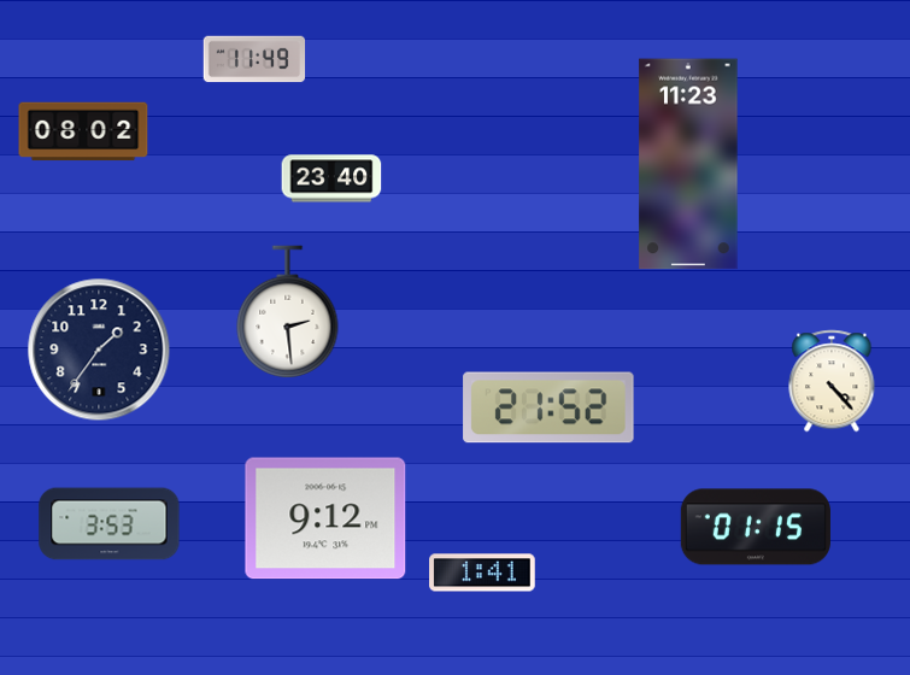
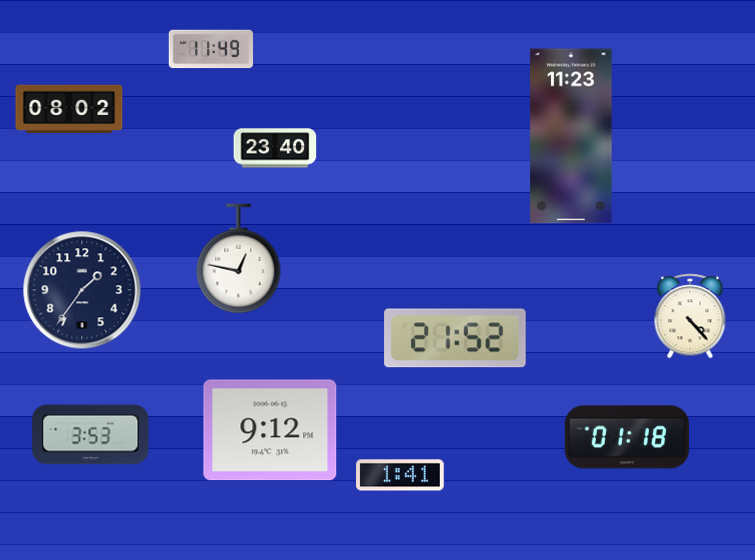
clock at (288, 312): 2:29 -> 12:47
clock at (756, 527): 01:15 -> 01:18
